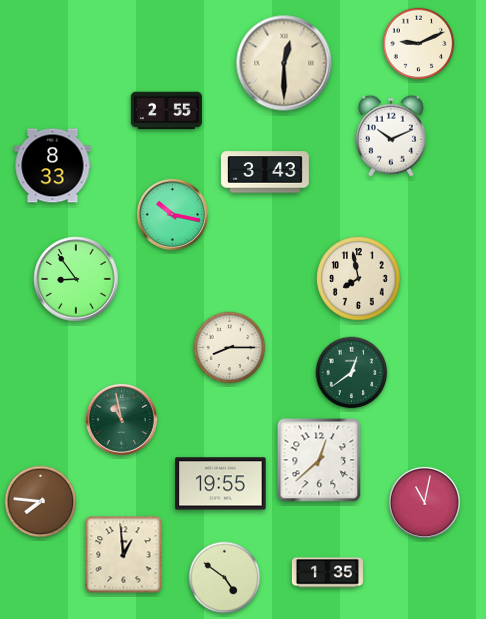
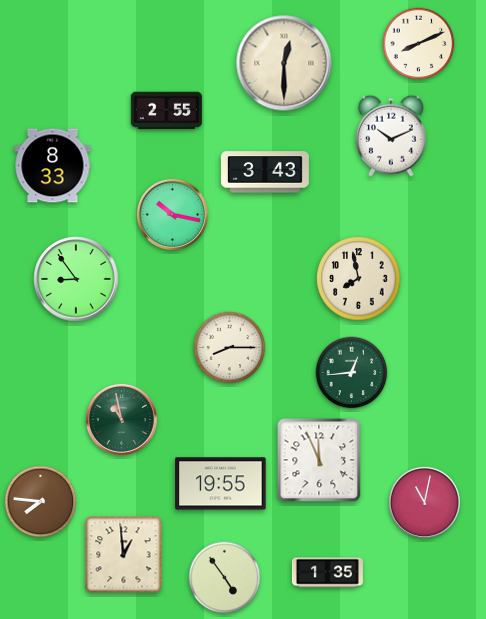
clock at (419, 44): 9:11 -> 8:11
clock at (352, 373): 12:39 -> 12:44
clock at (319, 460): 12:38 -> 11:56
clock at (225, 578): 4:51 -> 4:54
